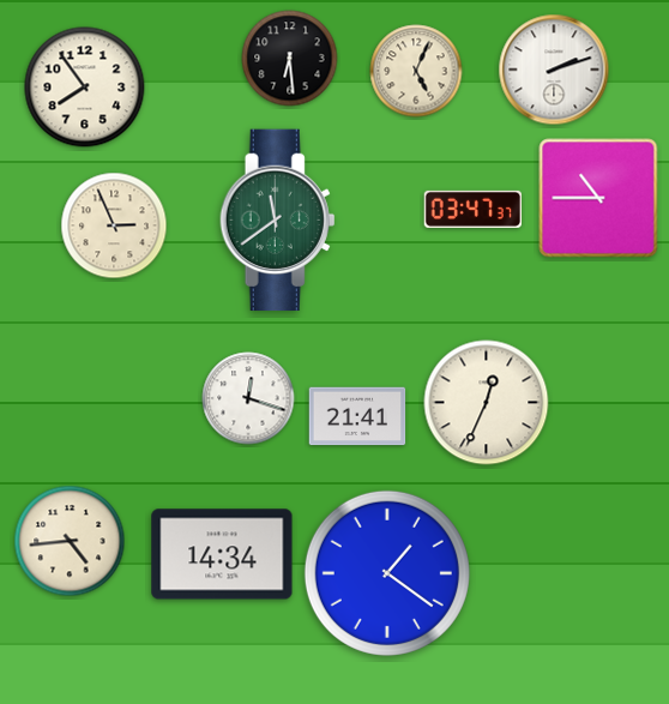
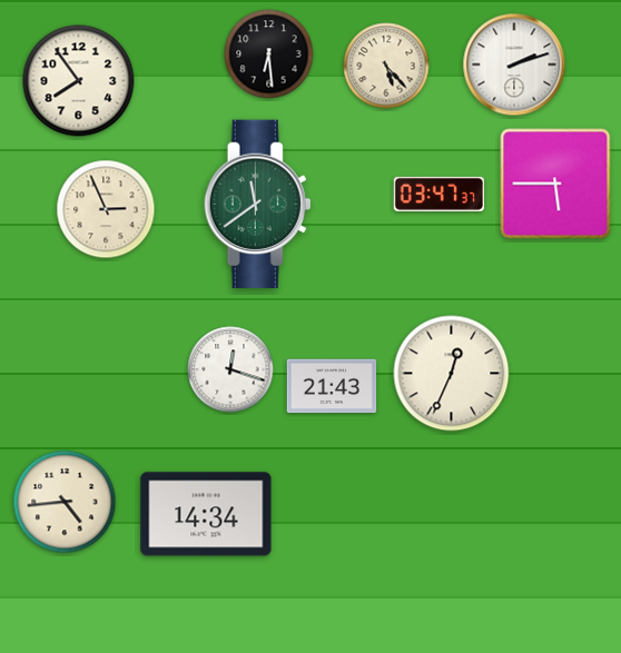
clock at (416, 71): 5:04 -> 5:23
clock at (598, 198): 10:45 -> 5:45
clock at (357, 416): 21:41 -> 21:43
clock at (387, 573): 1:21 -> none
